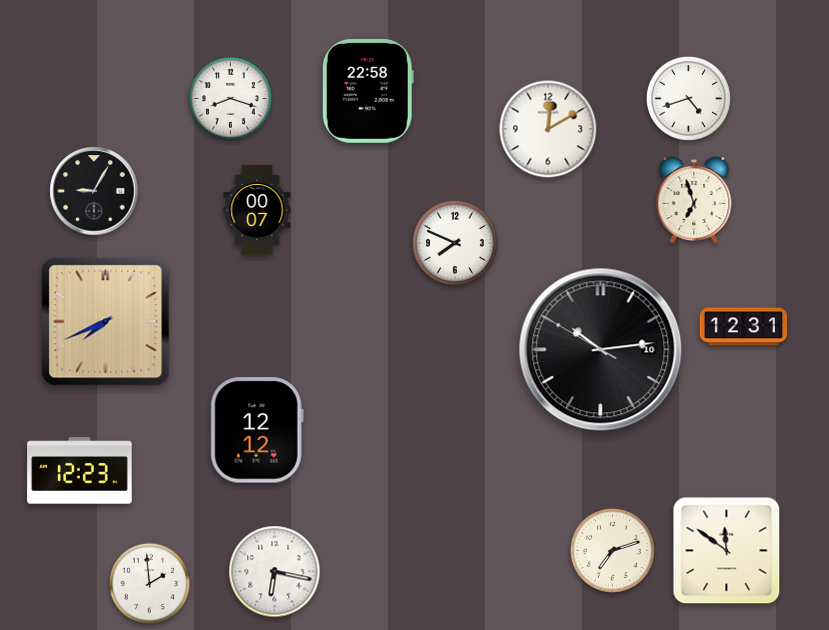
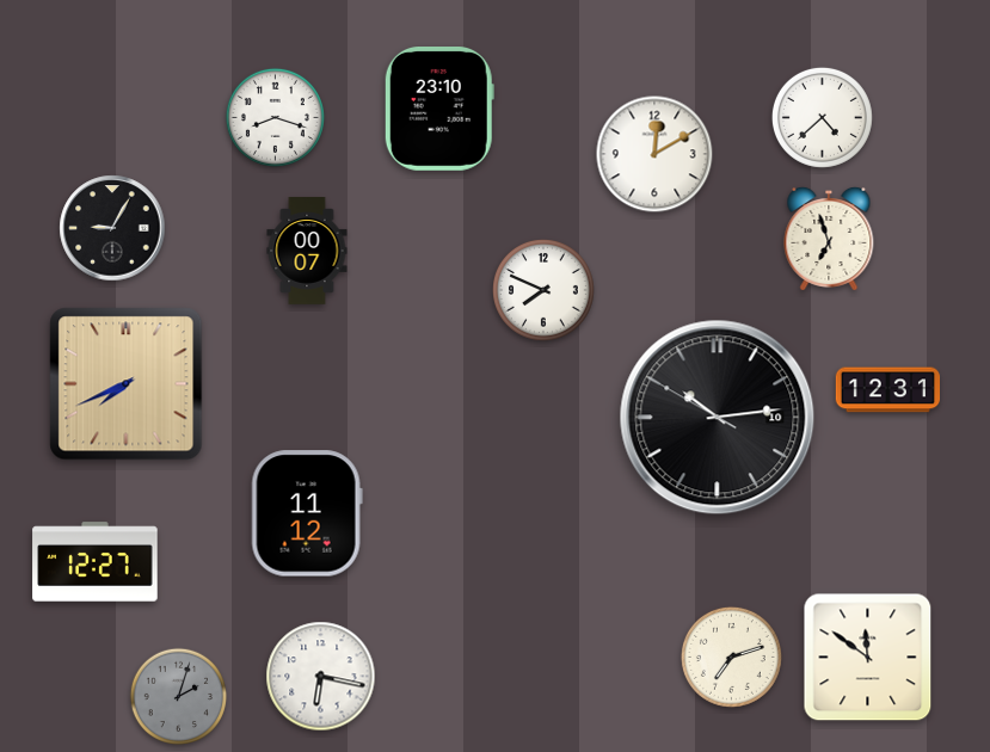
clock at (368, 92): 22:58 -> 23:10
clock at (688, 98): 4:42 -> 4:38
clock at (257, 430): 12:12 -> 11:12
clock at (80, 471): 12:23 -> 12:27
clock at (275, 572) position: (275, 572) -> (321, 677)
clock at (150, 584): 1:59 -> 2:03
clock at (150, 584) dial: white -> grey
